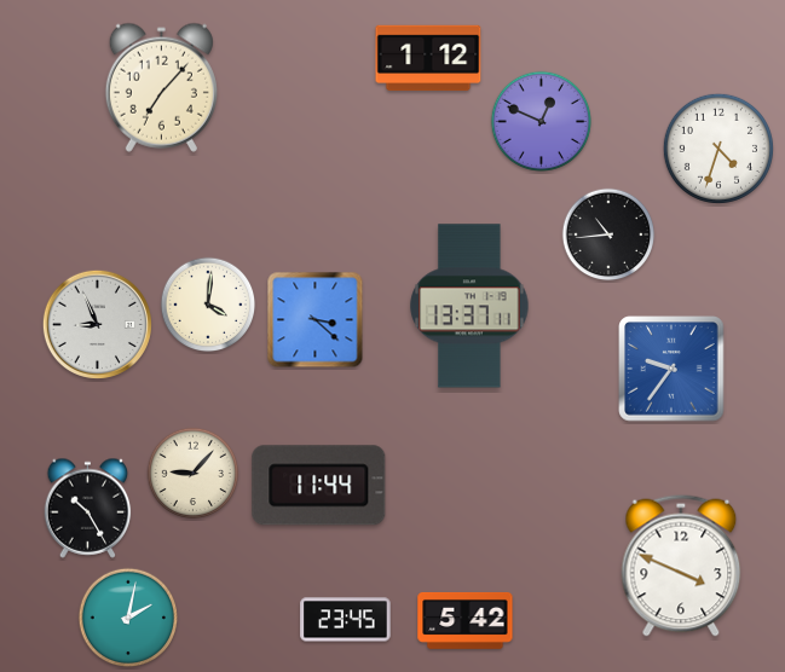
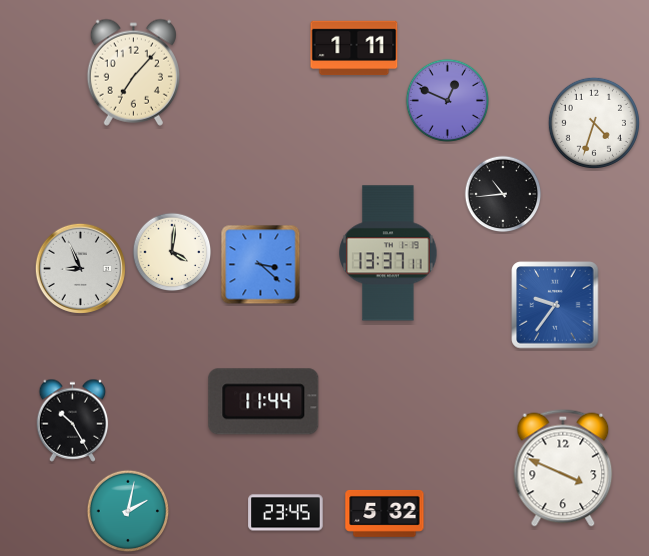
clock at (428, 58): 1:12 -> 1:11
clock at (194, 474): 9:07 -> none
clock at (127, 616) position: (127, 616) -> (127, 510)
clock at (466, 620): 5:42 -> 5:32
